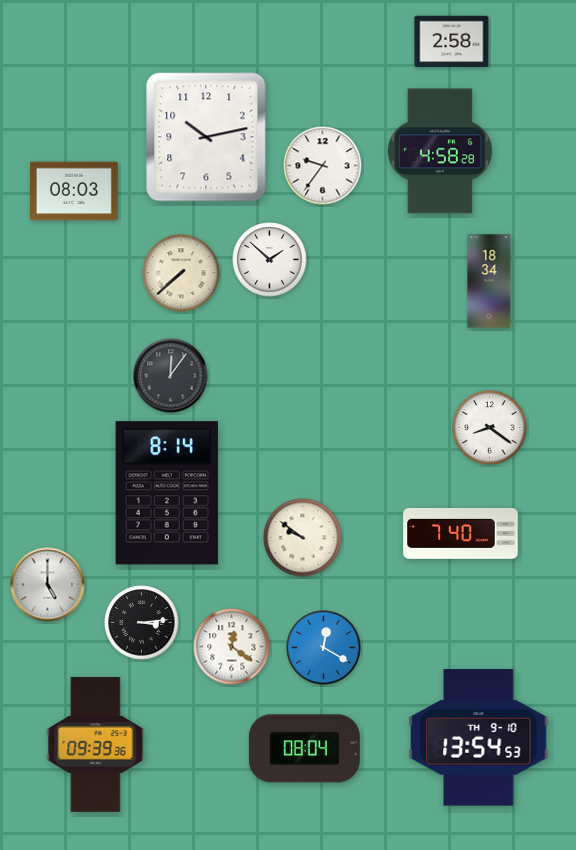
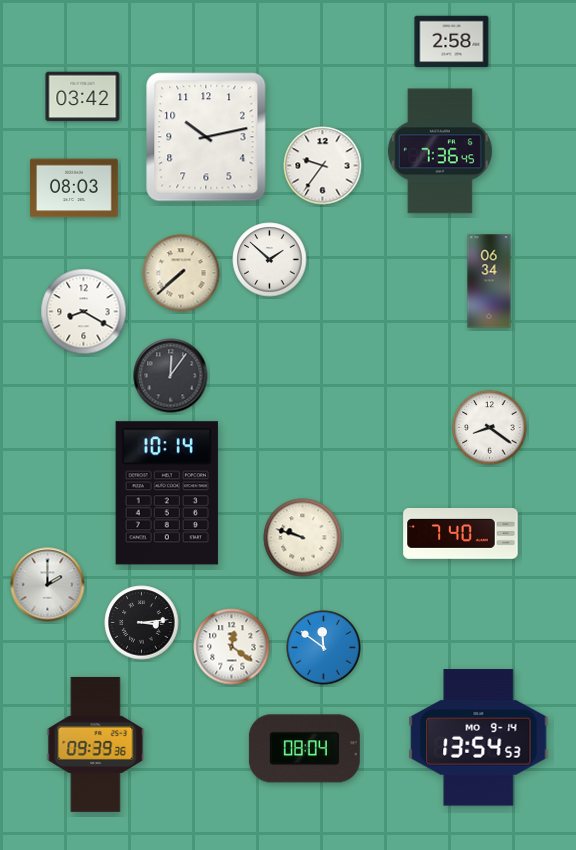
clock at (83, 97): none -> 03:42
clock at (440, 151): 4:58 -> 7:36
clock at (75, 191) position: (75, 191) -> (75, 188)
clock at (489, 281): 18:34 -> 06:34
clock at (84, 312): none -> 8:20
clock at (167, 493): 8:14 -> 10:14
clock at (303, 538): 9:51 -> 9:48
clock at (48, 585): 5:00 -> 2:00
clock at (324, 648): 12:20 -> 11:51
clock at (479, 738) date: TH 9-10 -> MO 9-14
